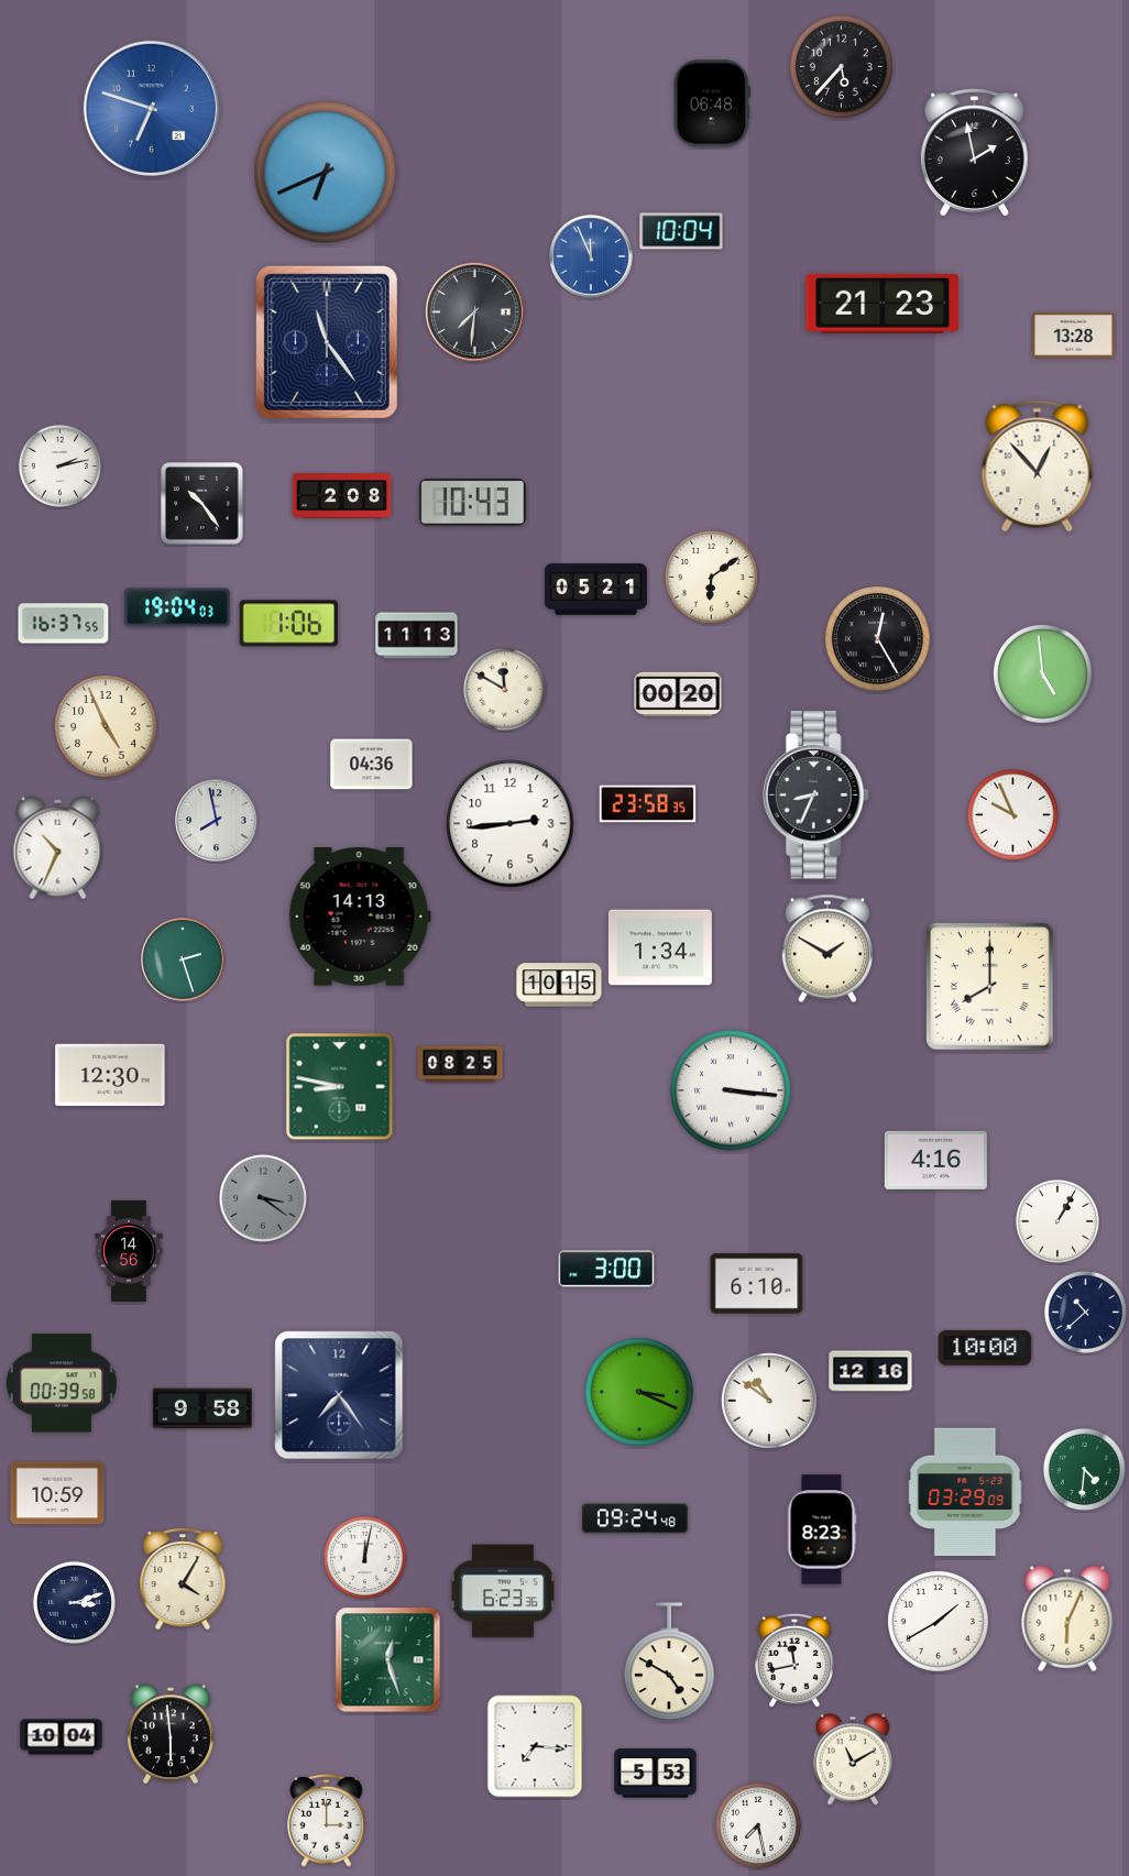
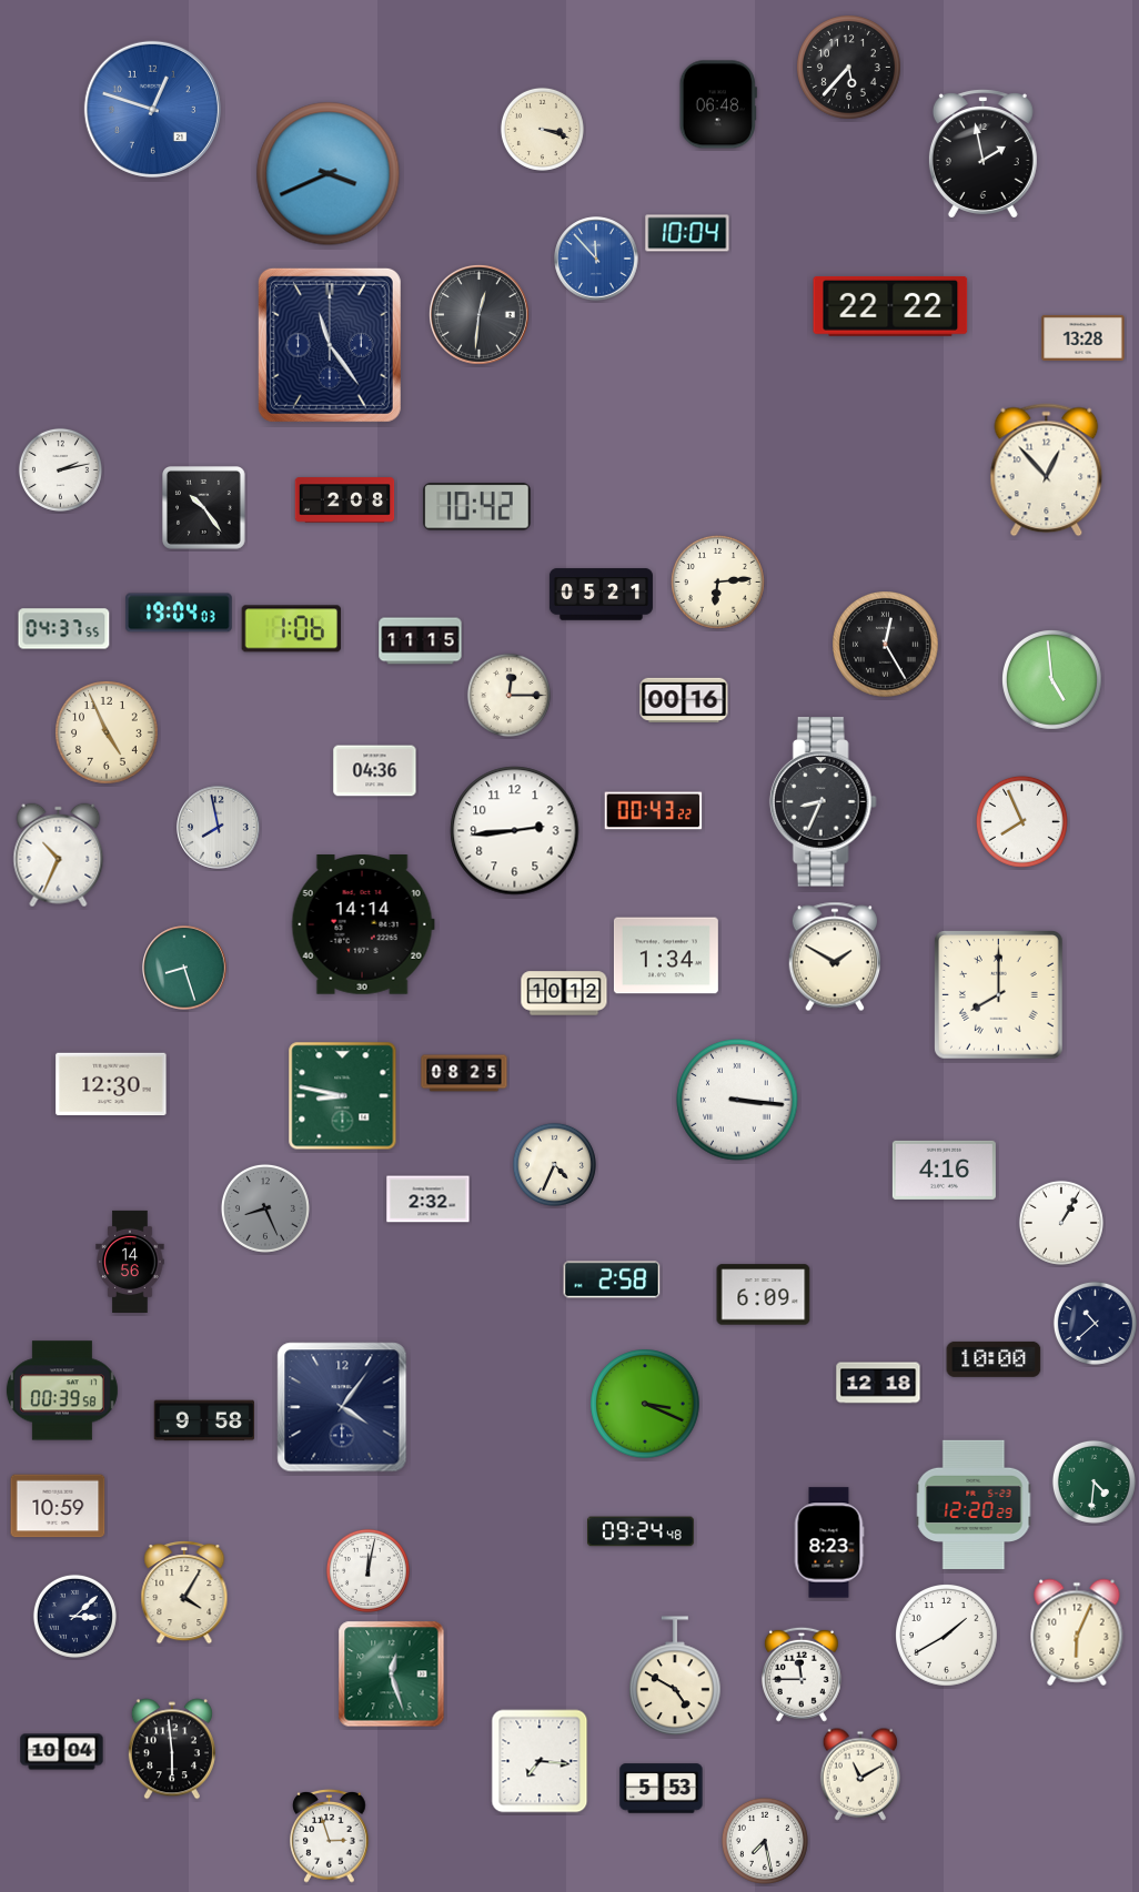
clock at (151, 108): 6:48 -> 12:48
clock at (542, 129): none -> 3:18
clock at (326, 173): 6:41 -> 3:41
clock at (591, 256): 11:56 -> 11:53
clock at (883, 304): 21:23 -> 22:22
clock at (474, 311): 7:31 -> 12:31
clock at (473, 503): 10:43 -> 10:42
clock at (711, 577): 6:09 -> 6:14
clock at (64, 624): 16:37 -> 04:37
clock at (417, 636): 11:13 -> 11:15
clock at (504, 689): 11:50 -> 12:15
clock at (678, 694): 00:20 -> 00:16
clock at (648, 804): 23:58 -> 00:43
clock at (1012, 814): 9:56 -> 7:56
clock at (360, 918): 14:13 -> 14:14
clock at (183, 959): 2:27 -> 8:27
clock at (559, 985): 10:15 -> 10:12
clock at (554, 1164): none -> 4:34
clock at (429, 1200): none -> 2:32
clock at (263, 1198): 3:21 -> 8:26
clock at (1057, 1221) position: (1057, 1221) -> (1061, 1223)
clock at (606, 1269): 3:00 -> 2:58
clock at (757, 1284): 6:10 -> 6:09
clock at (870, 1371): 12:16 -> 12:18
clock at (62, 1383) position: (62, 1383) -> (62, 1390)
clock at (339, 1395): 7:24 -> 4:06
clock at (769, 1401): 10:51 -> none
clock at (965, 1492): 03:29 -> 12:20
clock at (503, 1591): 6:23 -> none
clock at (74, 1602): 3:12 -> 3:08
clock at (794, 1660): 11:43 -> 11:45
clock at (327, 1820): 3:00 -> 2:57
